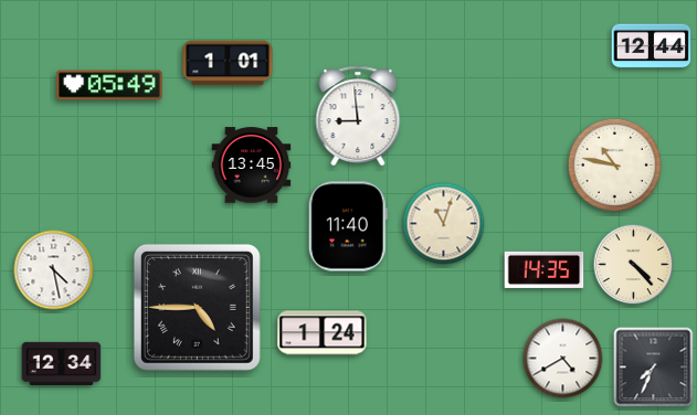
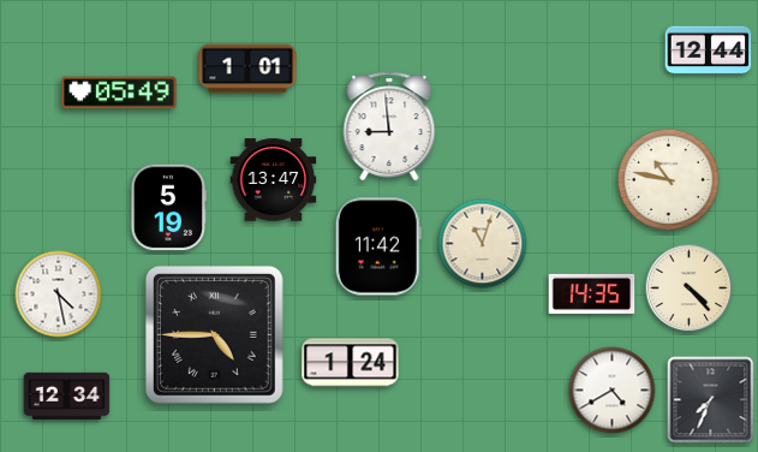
clock at (252, 166): 13:45 -> 13:47
clock at (168, 208): none -> 5:19
clock at (348, 226): 11:40 -> 11:42
